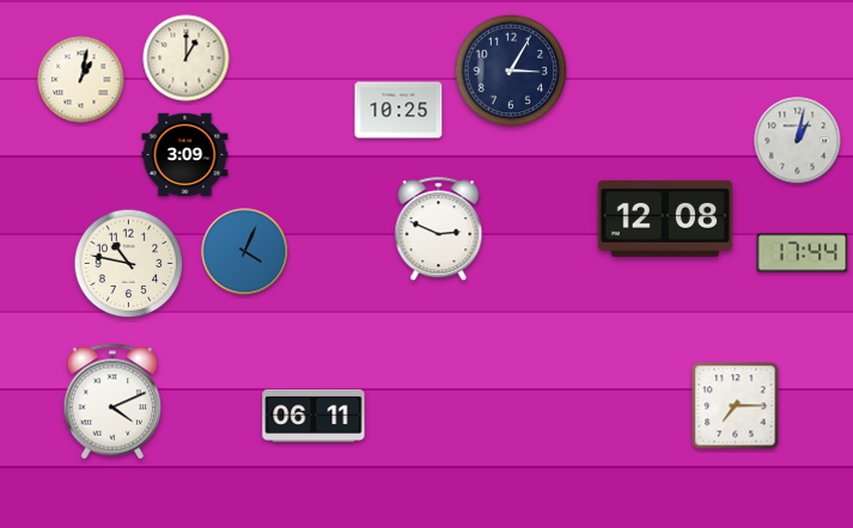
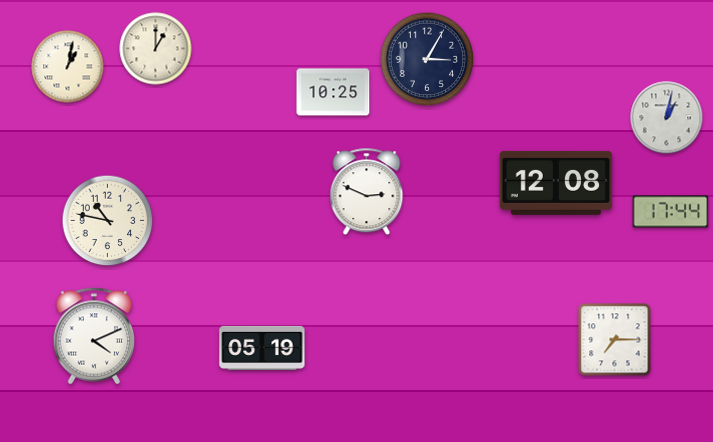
clock at (185, 155): 3:09 -> none
clock at (245, 252): 4:04 -> none
clock at (313, 416): 06:11 -> 05:19
